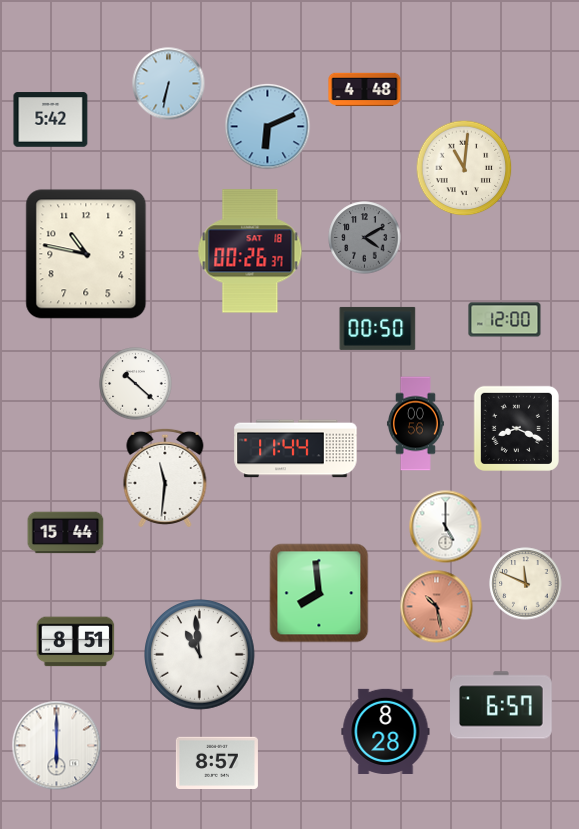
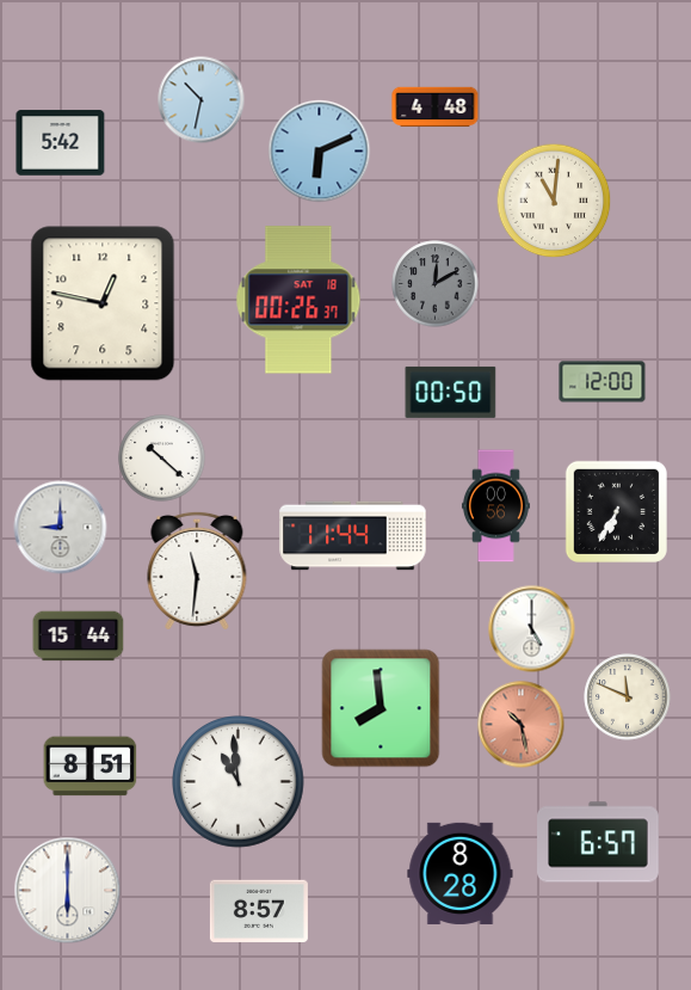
clock at (169, 84): 6:32 -> 10:32
clock at (365, 238): 4:10 -> 12:10
clock at (86, 254): 10:47 -> 12:47
clock at (516, 428): 8:19 -> 6:35
clock at (61, 528): none -> 9:00
